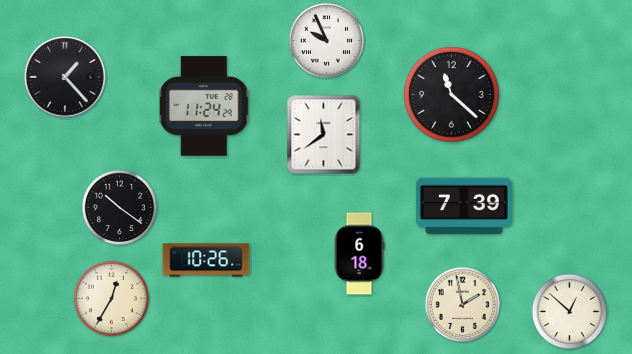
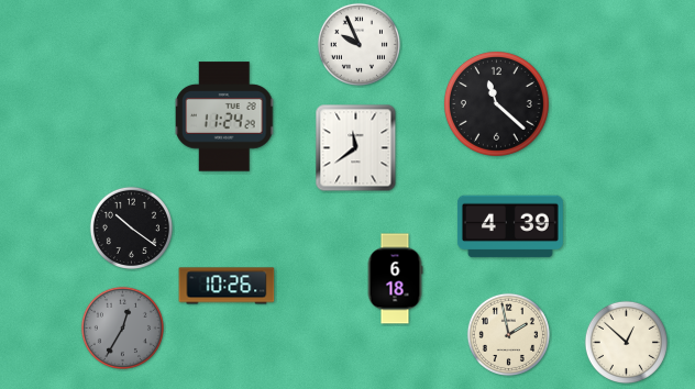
clock at (65, 77): 1:23 -> none
clock at (464, 206): 7:39 -> 4:39
clock at (111, 298) dial: cream -> grey
